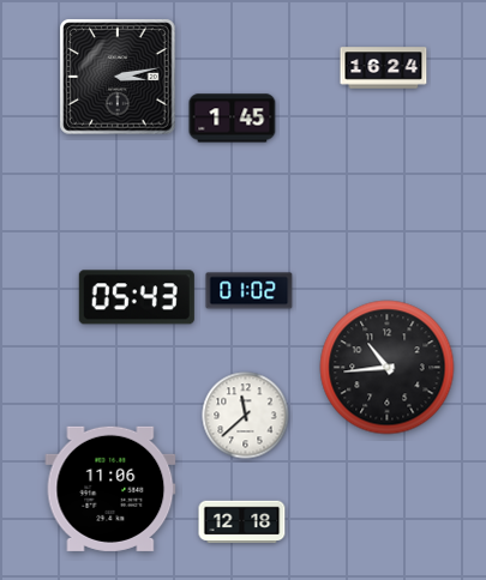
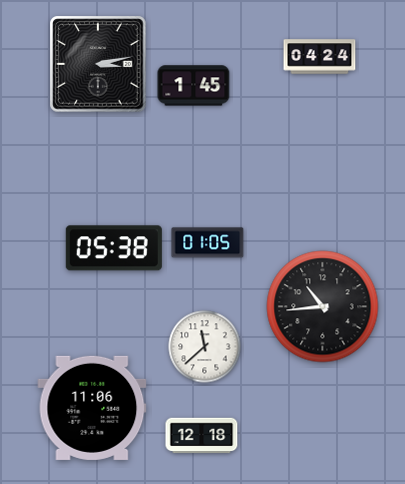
clock at (384, 68): 16:24 -> 04:24
clock at (233, 119) position: (233, 119) -> (194, 86)
clock at (250, 291): 01:02 -> 01:05
clock at (137, 297): 05:43 -> 05:38
